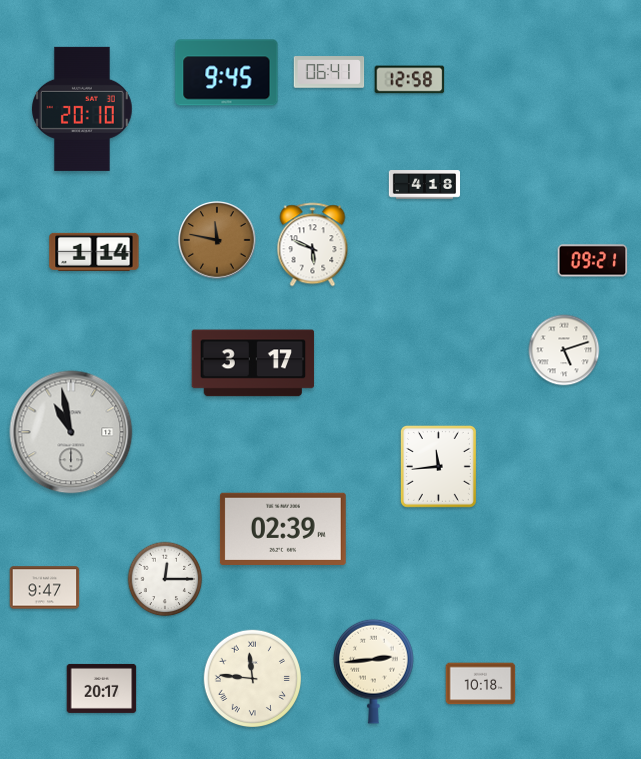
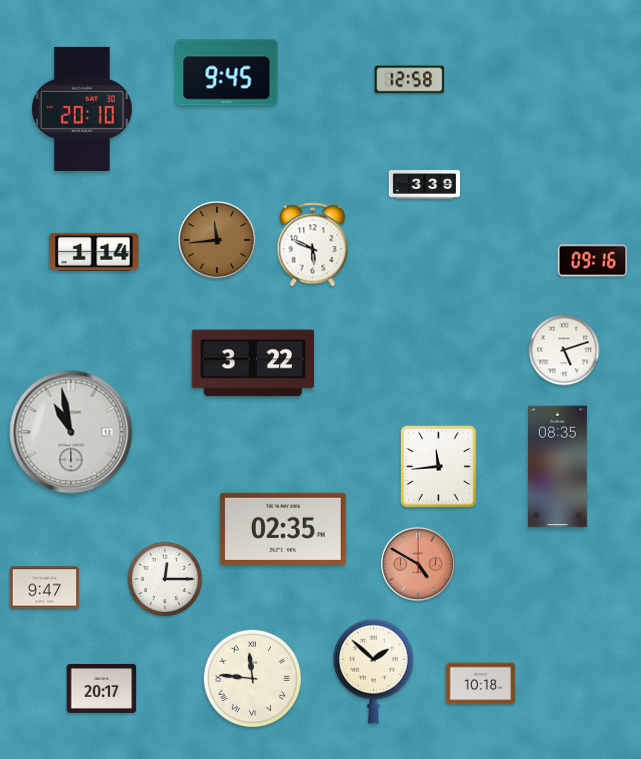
clock at (329, 72): 06:41 -> none
clock at (424, 185): 4:18 -> 3:39
clock at (217, 240): 11:47 -> 11:44
clock at (593, 261): 09:21 -> 09:16
clock at (253, 363): 3:17 -> 3:22
clock at (557, 467): none -> 08:35
clock at (283, 529): 02:39 -> 02:35
clock at (418, 564): none -> 4:50
clock at (374, 671): 2:44 -> 1:52
